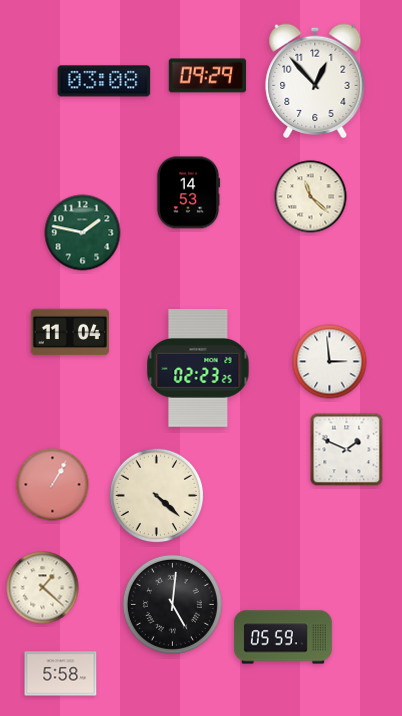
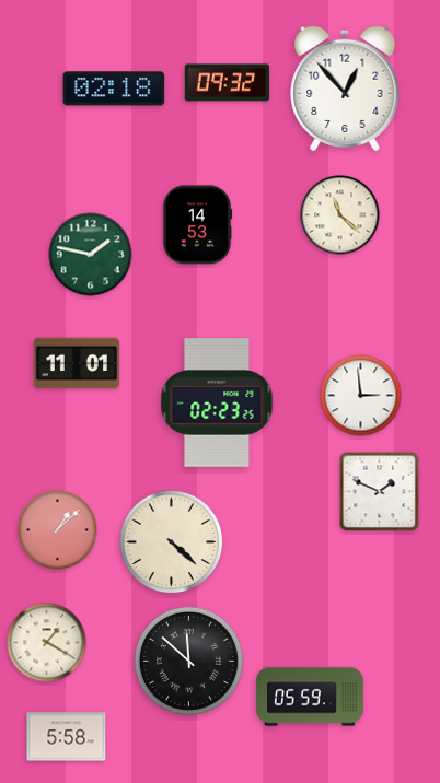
clock at (208, 76): 09:29 -> 09:32
clock at (104, 81): 03:08 -> 02:18
clock at (188, 193) position: (188, 193) -> (197, 225)
clock at (70, 332): 11:04 -> 11:01
clock at (53, 485): 1:05 -> 1:08
clock at (43, 588): 1:22 -> 1:20
clock at (172, 604): 5:01 -> 11:52
